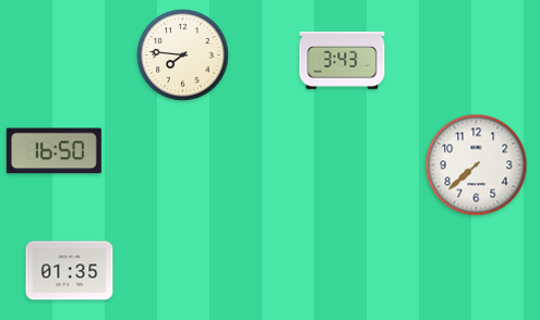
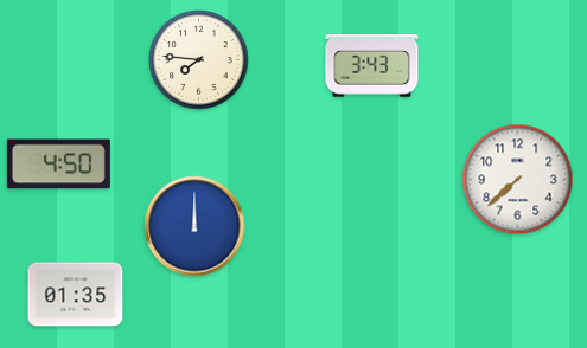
clock at (53, 151): 16:50 -> 4:50
clock at (194, 226): none -> 12:00
